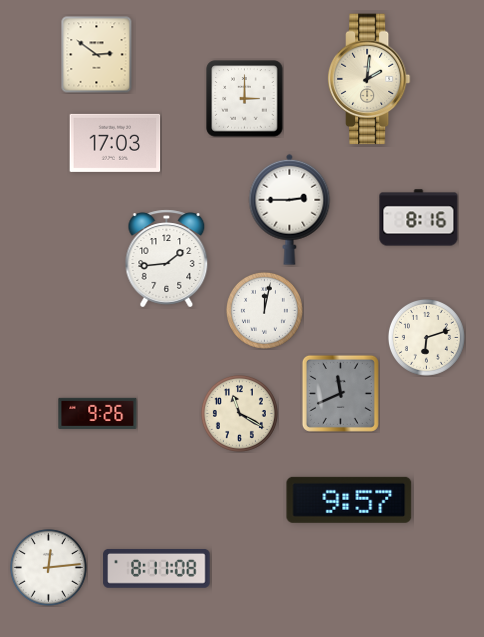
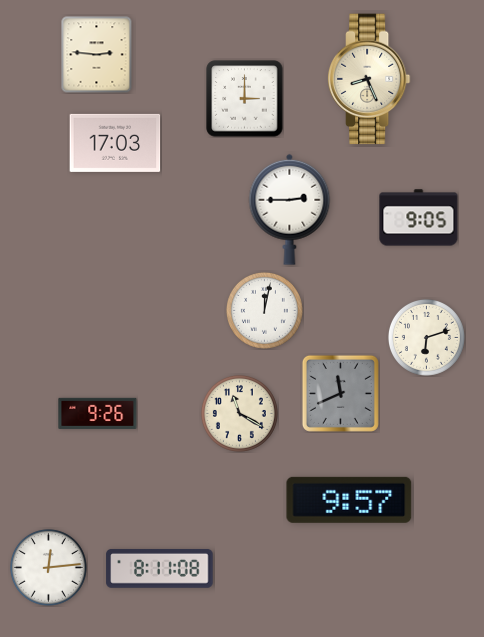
clock at (97, 54): 2:51 -> 2:46
clock at (369, 79): 2:01 -> 8:26
clock at (419, 218): 8:16 -> 9:05
clock at (167, 259): 1:44 -> none
clock at (157, 568) position: (157, 568) -> (160, 568)
